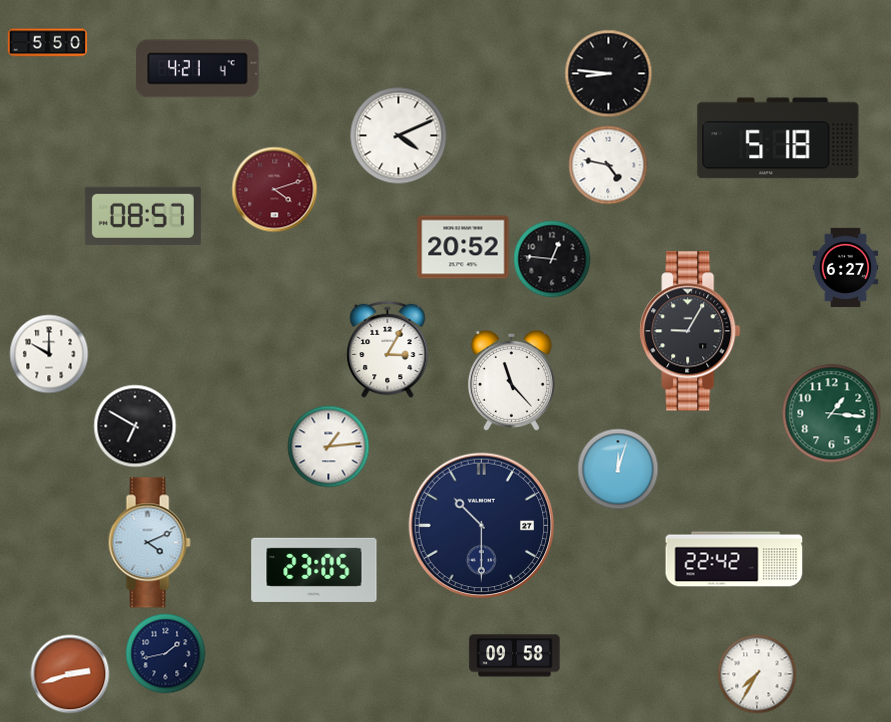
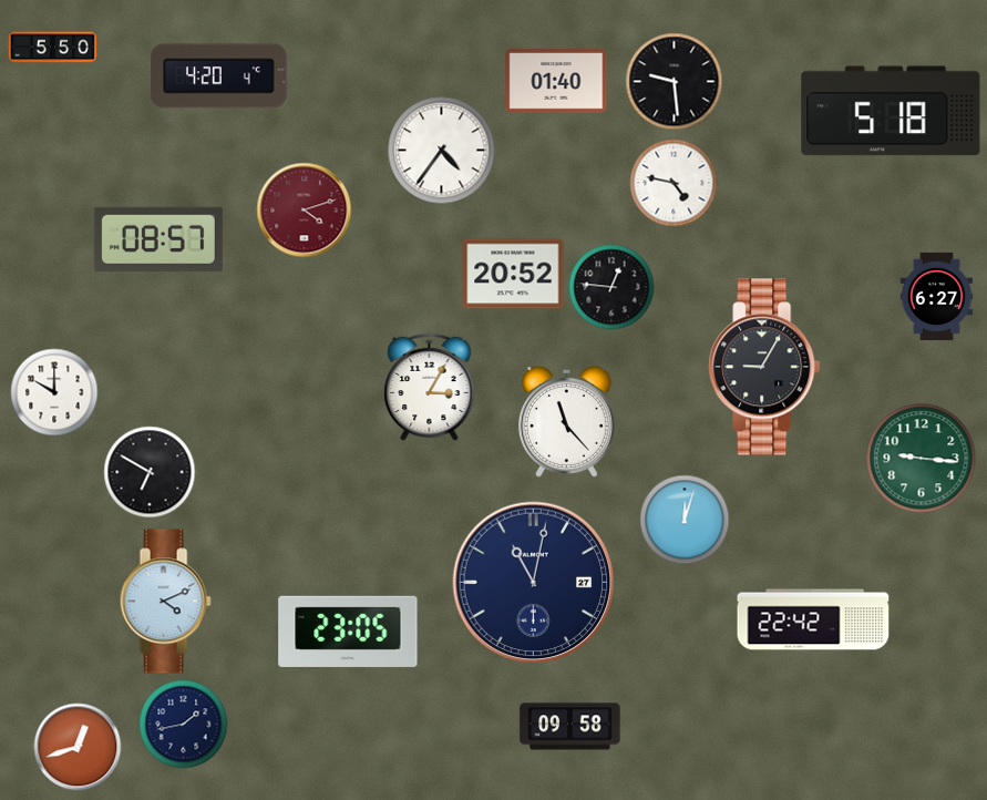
clock at (198, 69): 4:21 -> 4:20
clock at (556, 81): none -> 01:40
clock at (609, 74): 8:46 -> 9:29
clock at (399, 136): 4:11 -> 4:36
clock at (778, 138) position: (778, 138) -> (891, 111)
clock at (832, 414): 1:16 -> 9:16
clock at (329, 447): 1:14 -> none
clock at (482, 526): 10:30 -> 11:02
clock at (70, 674): 2:42 -> 12:42
clock at (757, 674): 7:35 -> none
